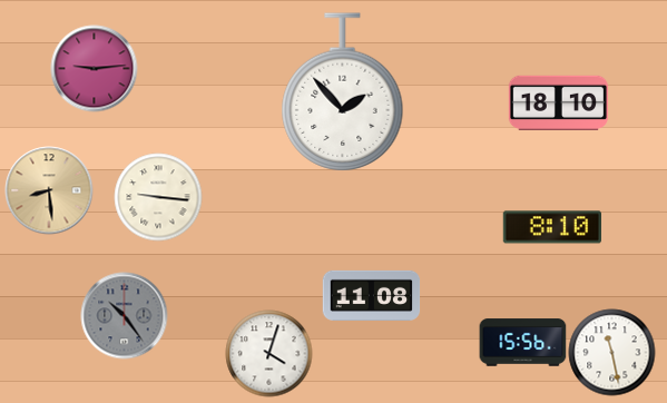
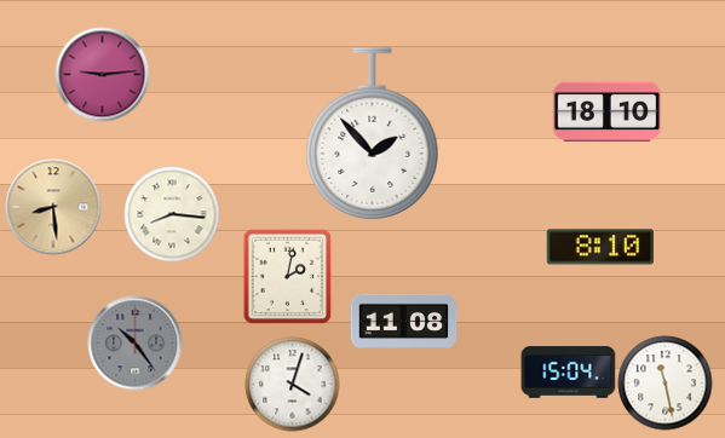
clock at (343, 92) position: (343, 92) -> (373, 134)
clock at (158, 197): 9:16 -> 8:16
clock at (288, 276): none -> 2:02
clock at (522, 343): 15:56 -> 15:04
